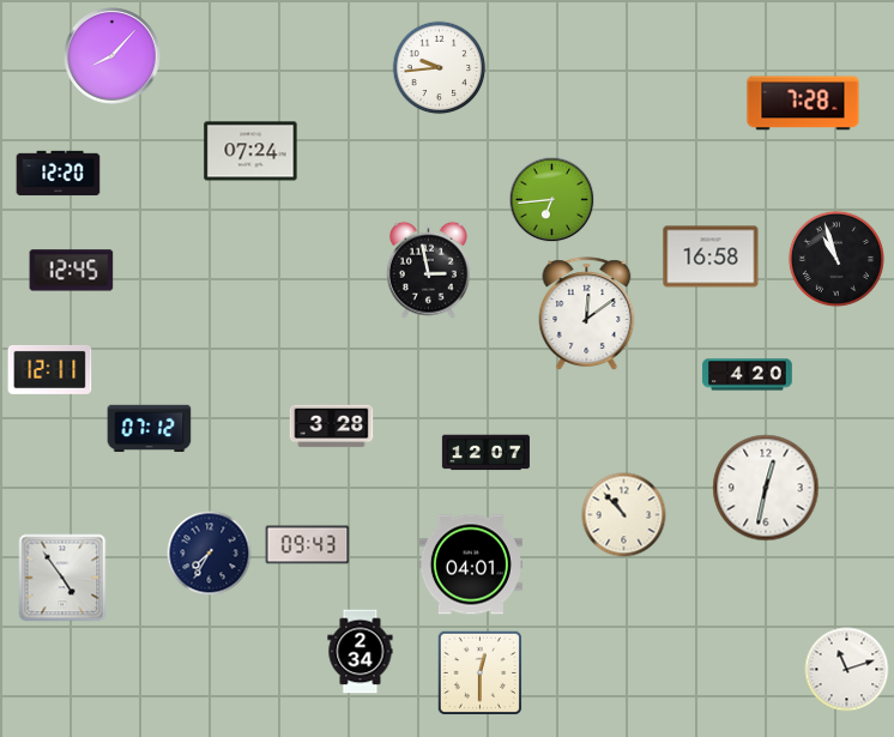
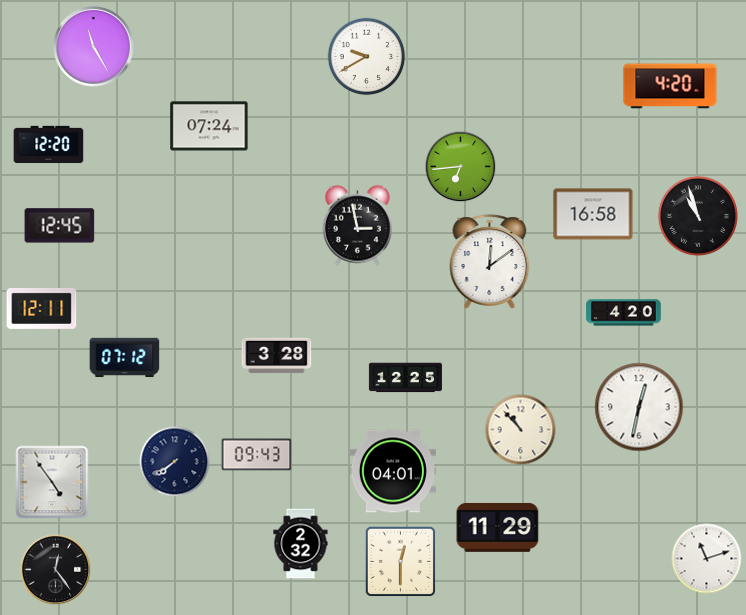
clock at (113, 56): 8:07 -> 11:25
clock at (440, 68): 9:44 -> 9:40
clock at (803, 103): 7:28 -> 4:20
clock at (485, 453): 12:07 -> 12:25
clock at (210, 554): 7:35 -> 7:39
clock at (498, 527): none -> 11:29
clock at (361, 652): 2:34 -> 2:32
clock at (56, 570): none -> 12:24
